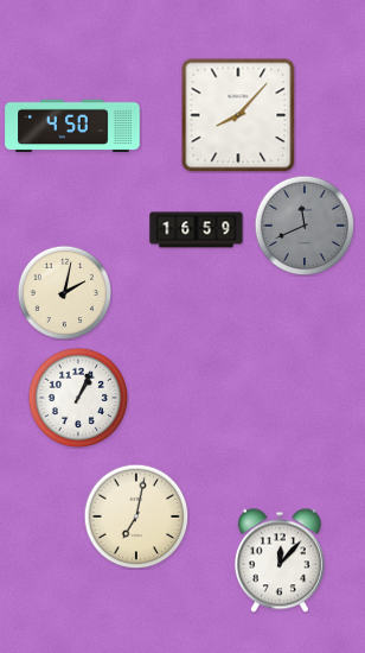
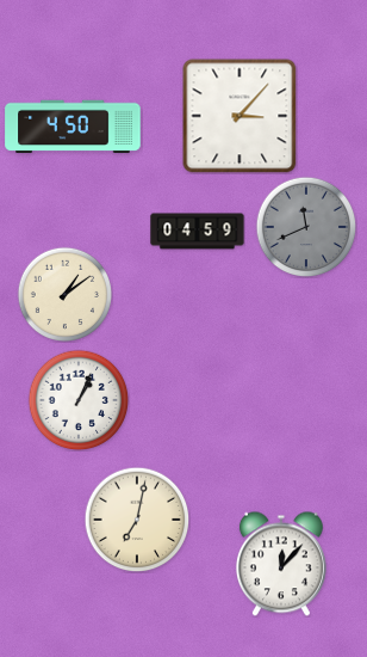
clock at (238, 115): 8:07 -> 3:07
clock at (197, 230): 16:59 -> 04:59
clock at (64, 292): 2:02 -> 1:09
